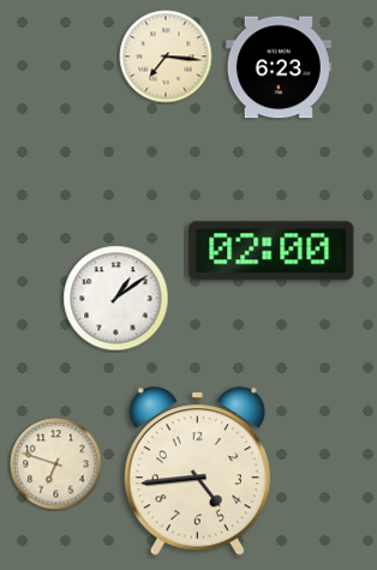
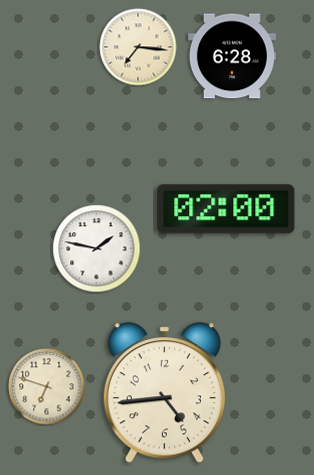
clock at (279, 67): 6:23 -> 6:28
clock at (116, 299): 1:09 -> 1:47
